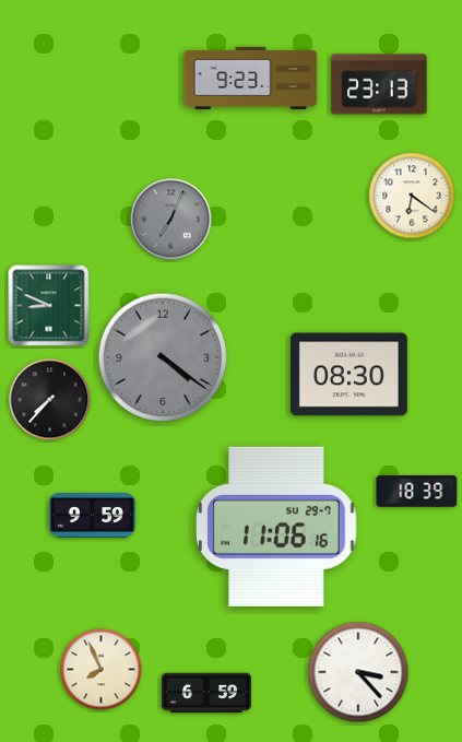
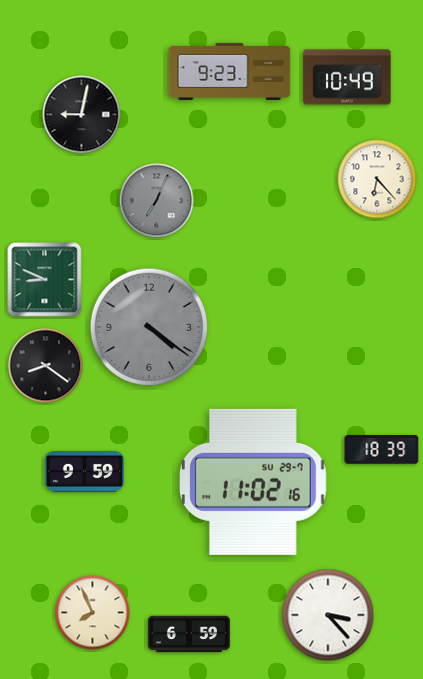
clock at (379, 84): 23:13 -> 10:49
clock at (82, 115): none -> 9:02
clock at (412, 196): 6:21 -> 6:23
clock at (348, 375): 08:30 -> none
clock at (50, 400): 7:37 -> 8:21
clock at (277, 527): 11:06 -> 11:02
